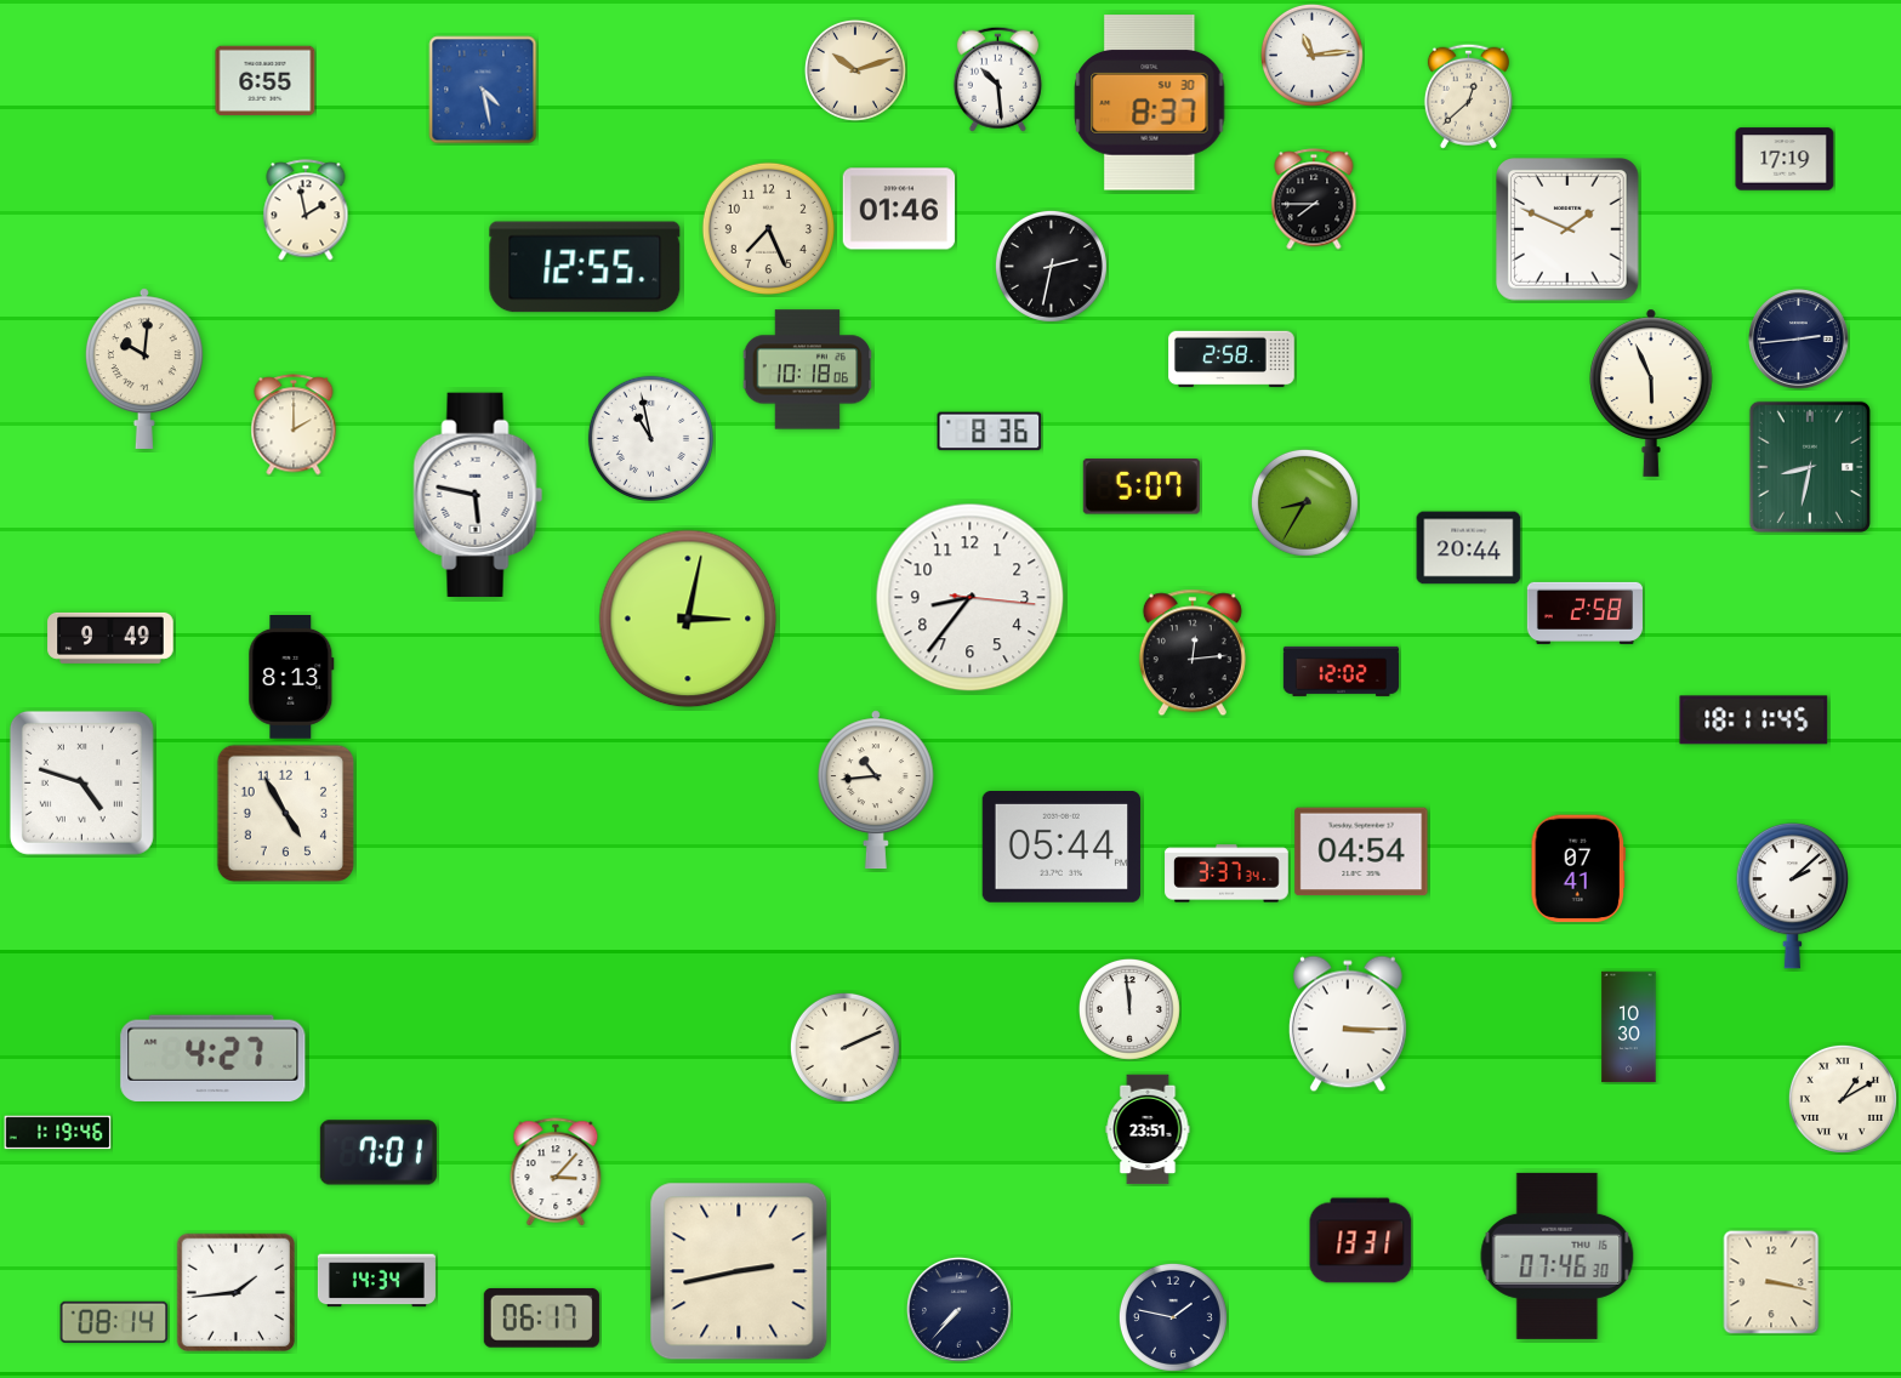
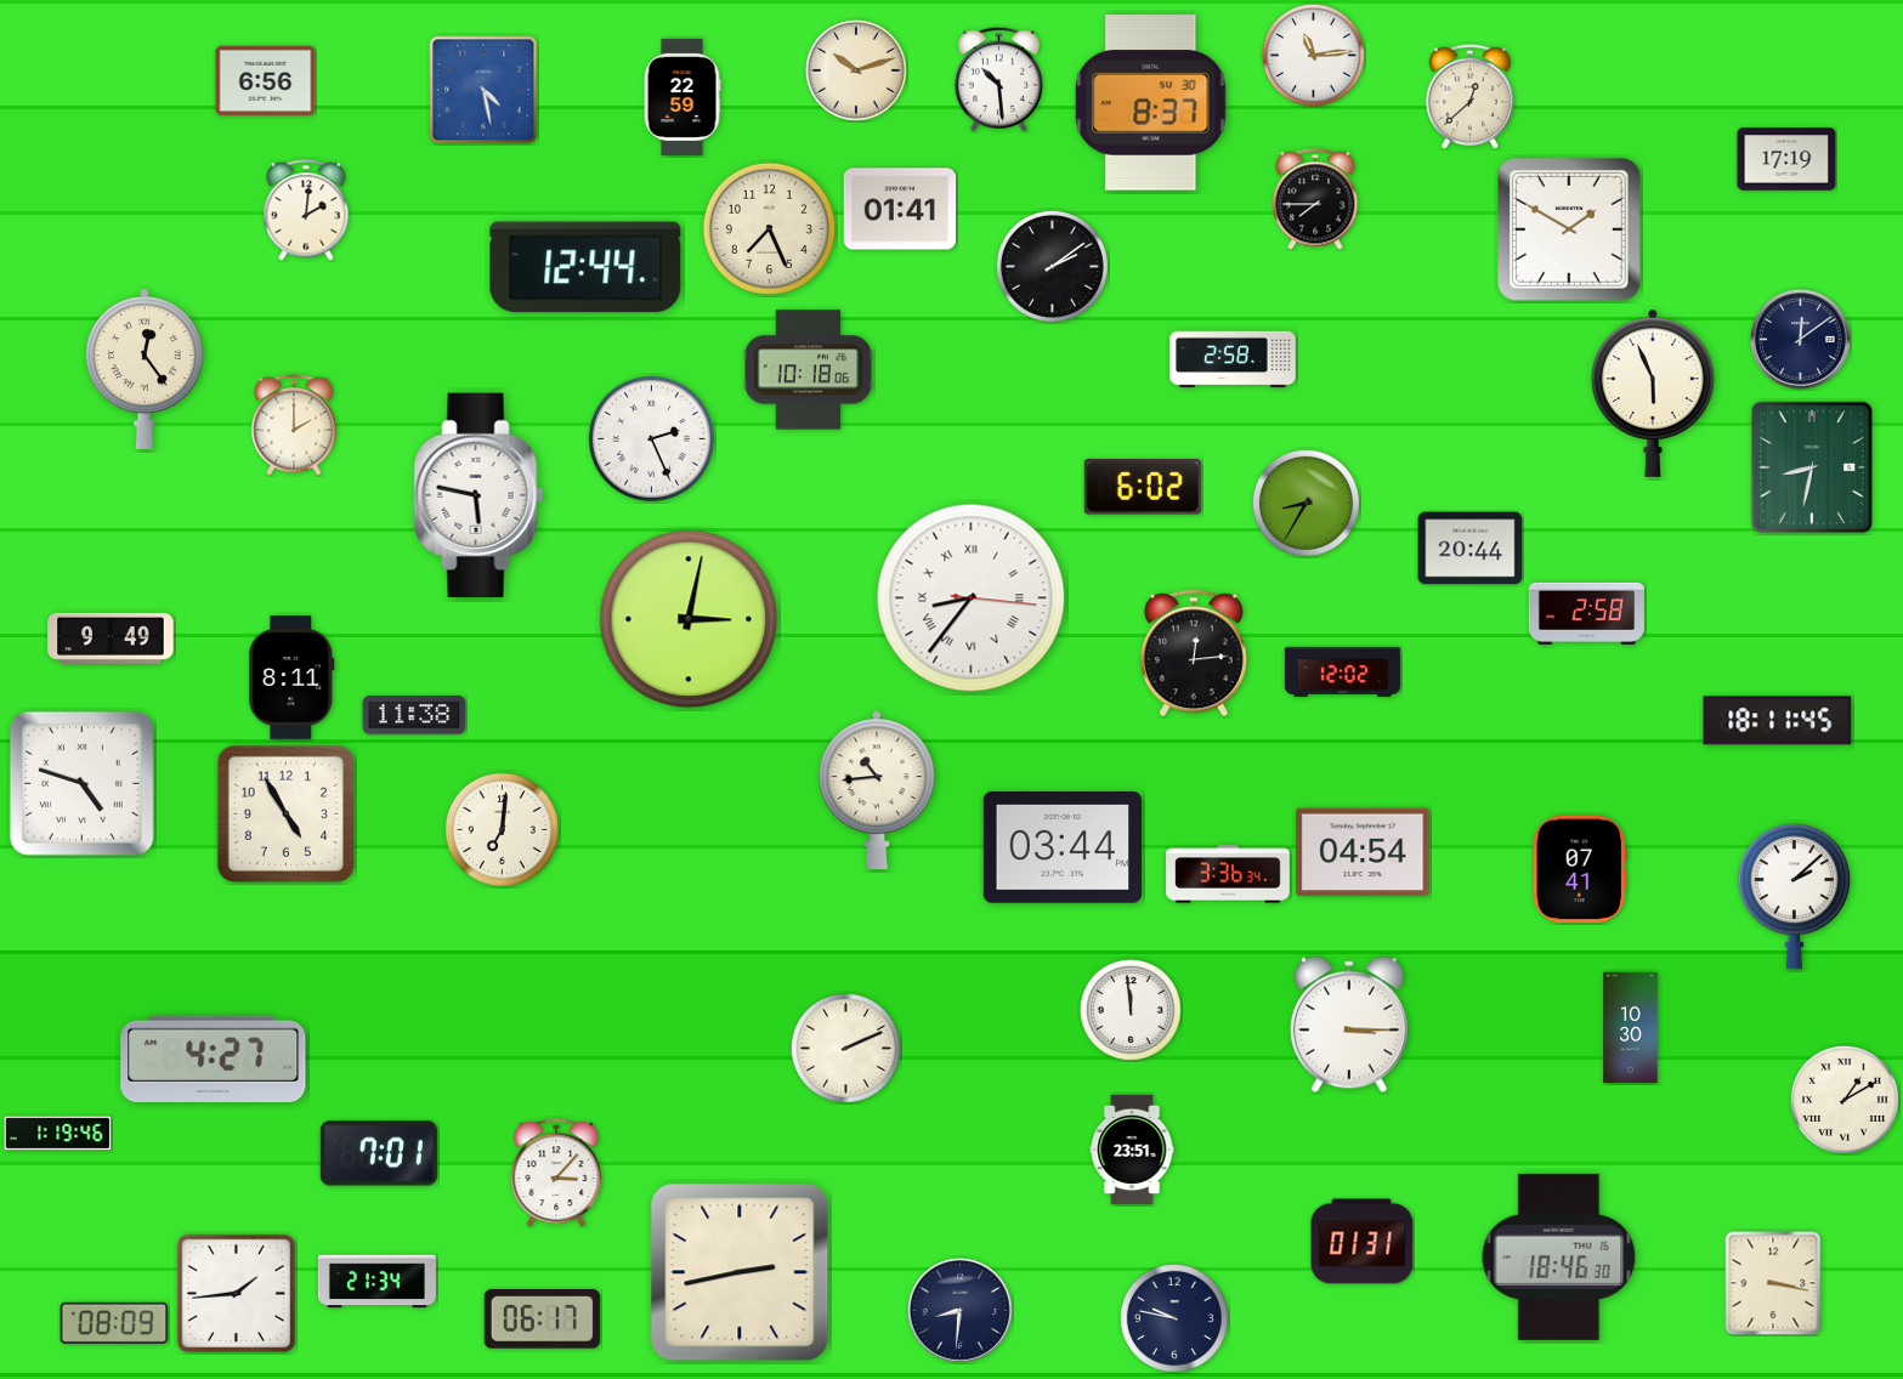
clock at (266, 81): 6:55 -> 6:56
clock at (683, 97): none -> 22:59
clock at (899, 209): 01:46 -> 01:41
clock at (306, 210): 1:58 -> 2:01
clock at (1569, 230): 1:49 -> 1:50
clock at (1051, 266): 2:32 -> 2:09
clock at (585, 267): 12:55 -> 12:44
clock at (1799, 340): 2:44 -> 12:09
clock at (144, 369): 10:01 -> 12:24
clock at (990, 432): 8:36 -> none
clock at (650, 438): 10:58 -> 2:26
clock at (1142, 486): 5:07 -> 6:02
clock at (971, 598) numerals: Arabic -> Roman
clock at (291, 678): 8:13 -> 8:11
clock at (414, 715): none -> 11:38
clock at (1754, 721) position: (1754, 721) -> (1778, 721)
clock at (502, 829): none -> 7:01
clock at (1062, 848): 05:44 -> 03:44
clock at (1226, 873): 3:37 -> 3:36
clock at (1148, 1129) position: (1148, 1129) -> (1132, 1150)
clock at (1361, 1241): 13:31 -> 01:31
clock at (1558, 1255): 07:46 -> 18:46
clock at (376, 1281): 14:34 -> 21:34
clock at (958, 1309): 7:37 -> 8:31
clock at (1173, 1317): 1:47 -> 9:47
clock at (114, 1322): 08:14 -> 08:09
